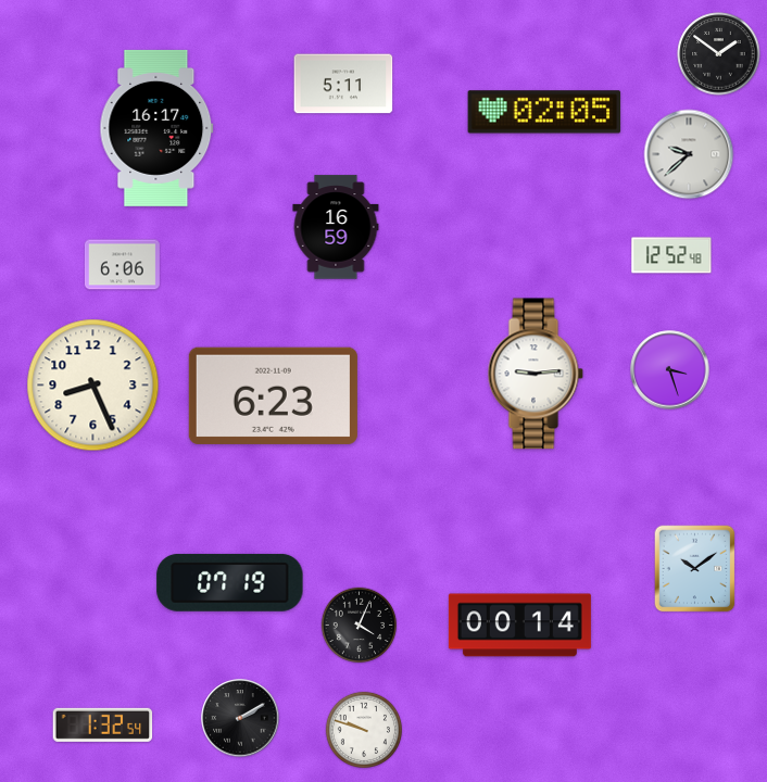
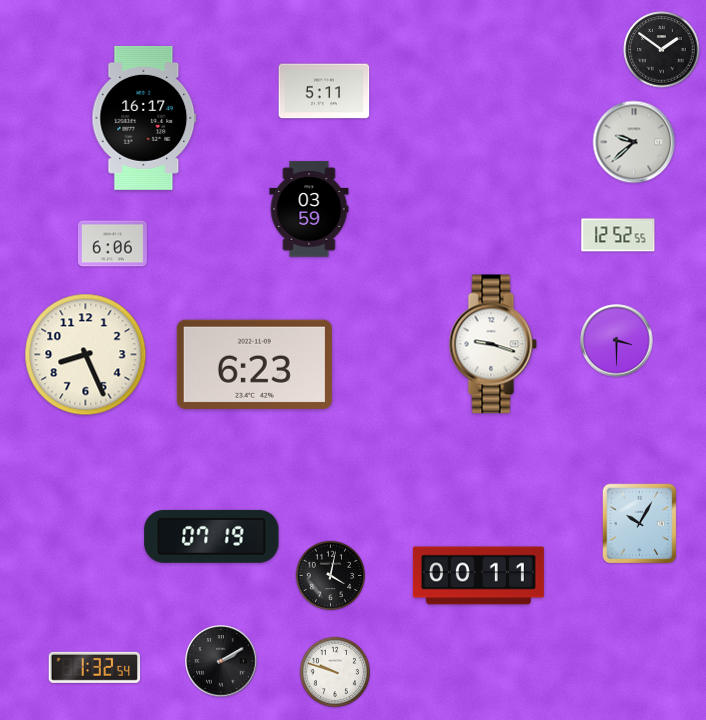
clock at (343, 84) position: (343, 84) -> (324, 91)
clock at (544, 112): 02:05 -> none
clock at (336, 227): 16:59 -> 03:59
clock at (671, 255): 12:52:48 -> 12:52:55
clock at (670, 370): 3:27 -> 3:30
clock at (536, 374): 9:14 -> 9:18
clock at (273, 395) position: (273, 395) -> (254, 364)
clock at (695, 569): 10:09 -> 10:05
clock at (360, 626): 4:04 -> 4:02
clock at (519, 626): 00:14 -> 00:11
